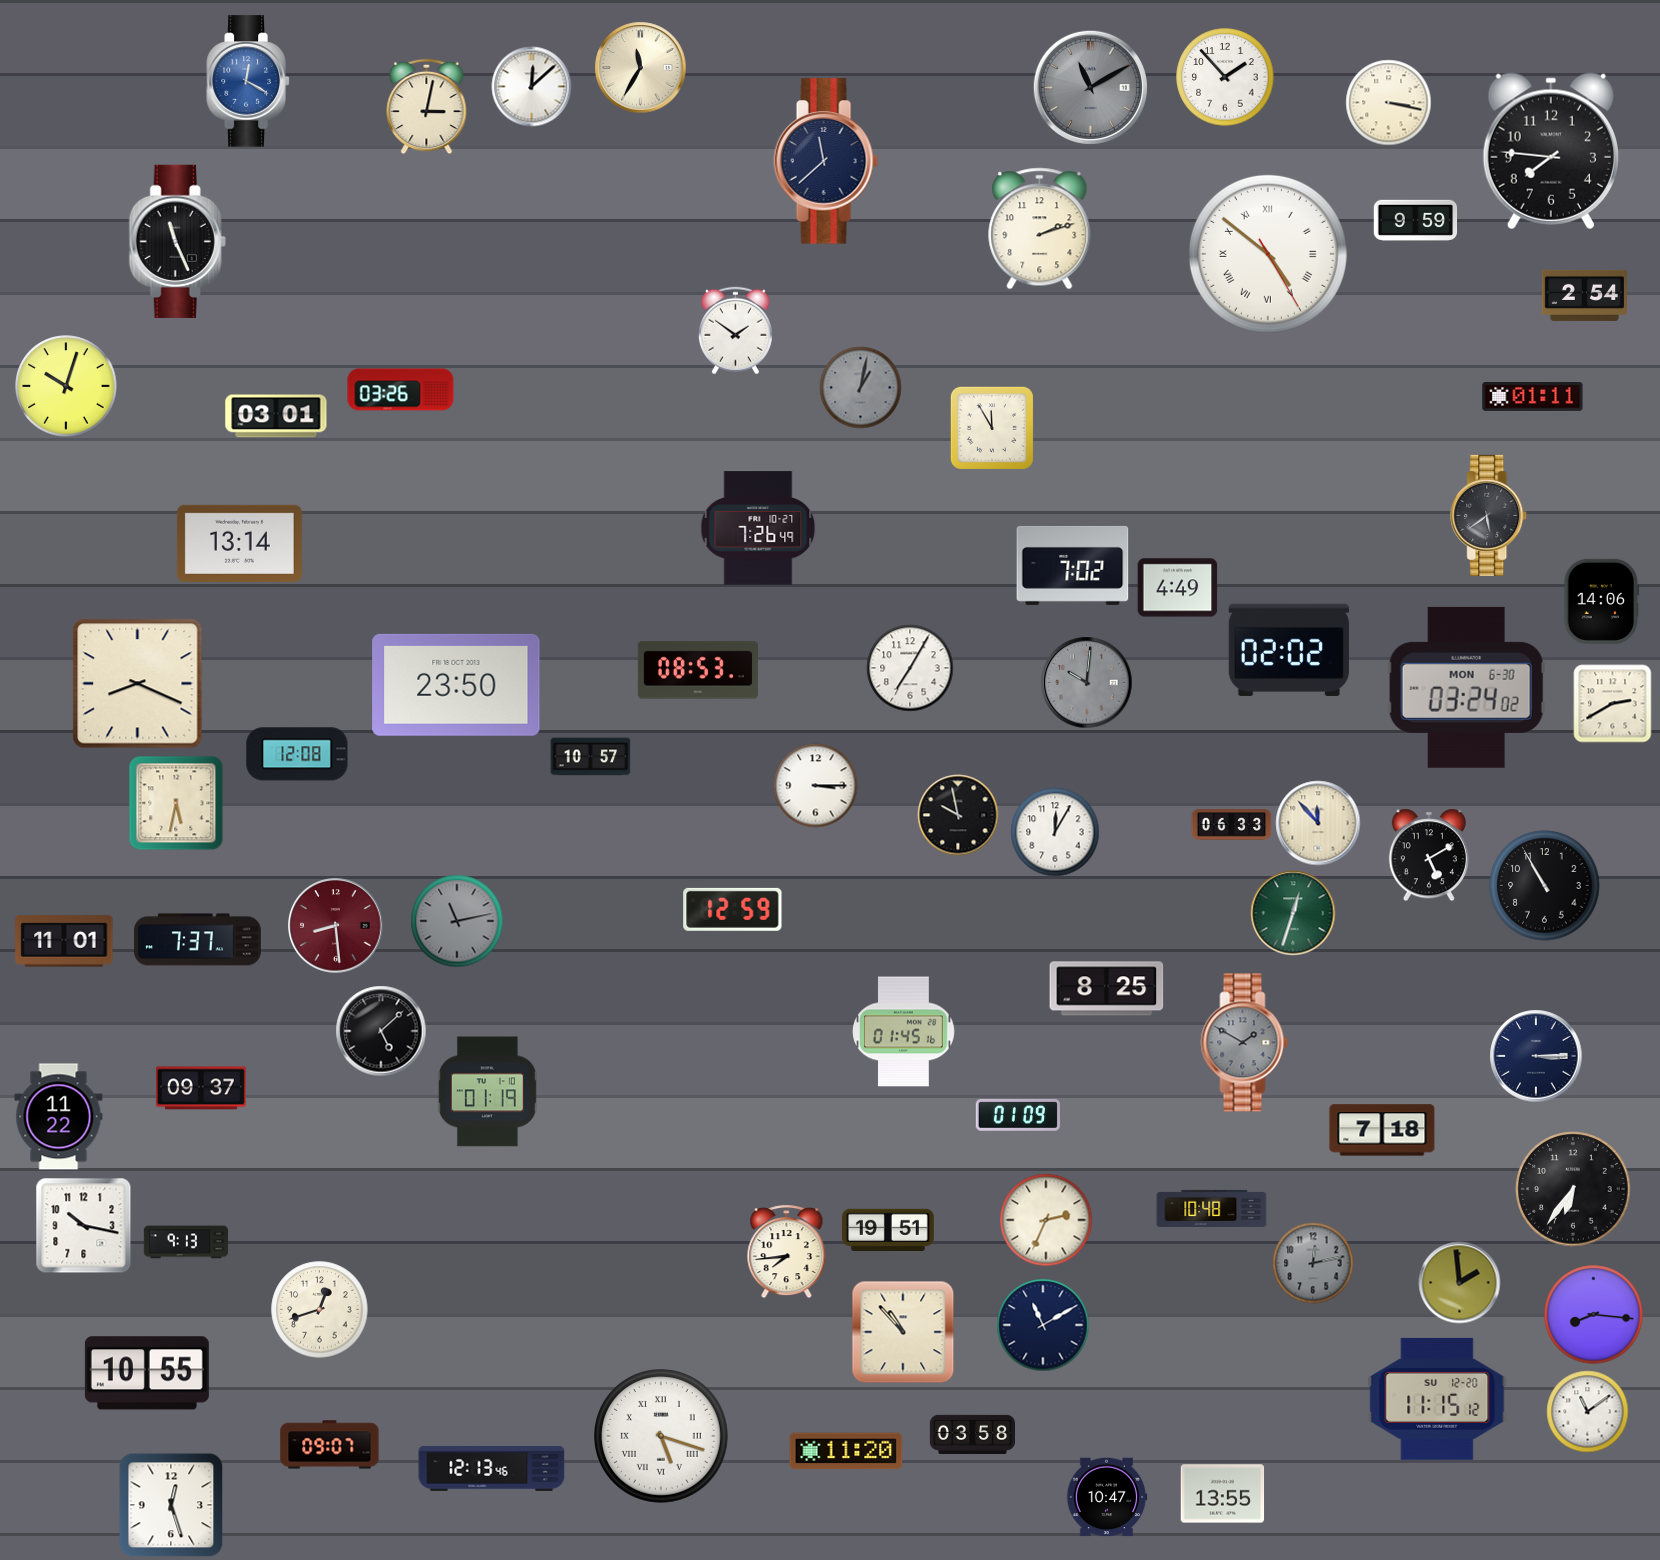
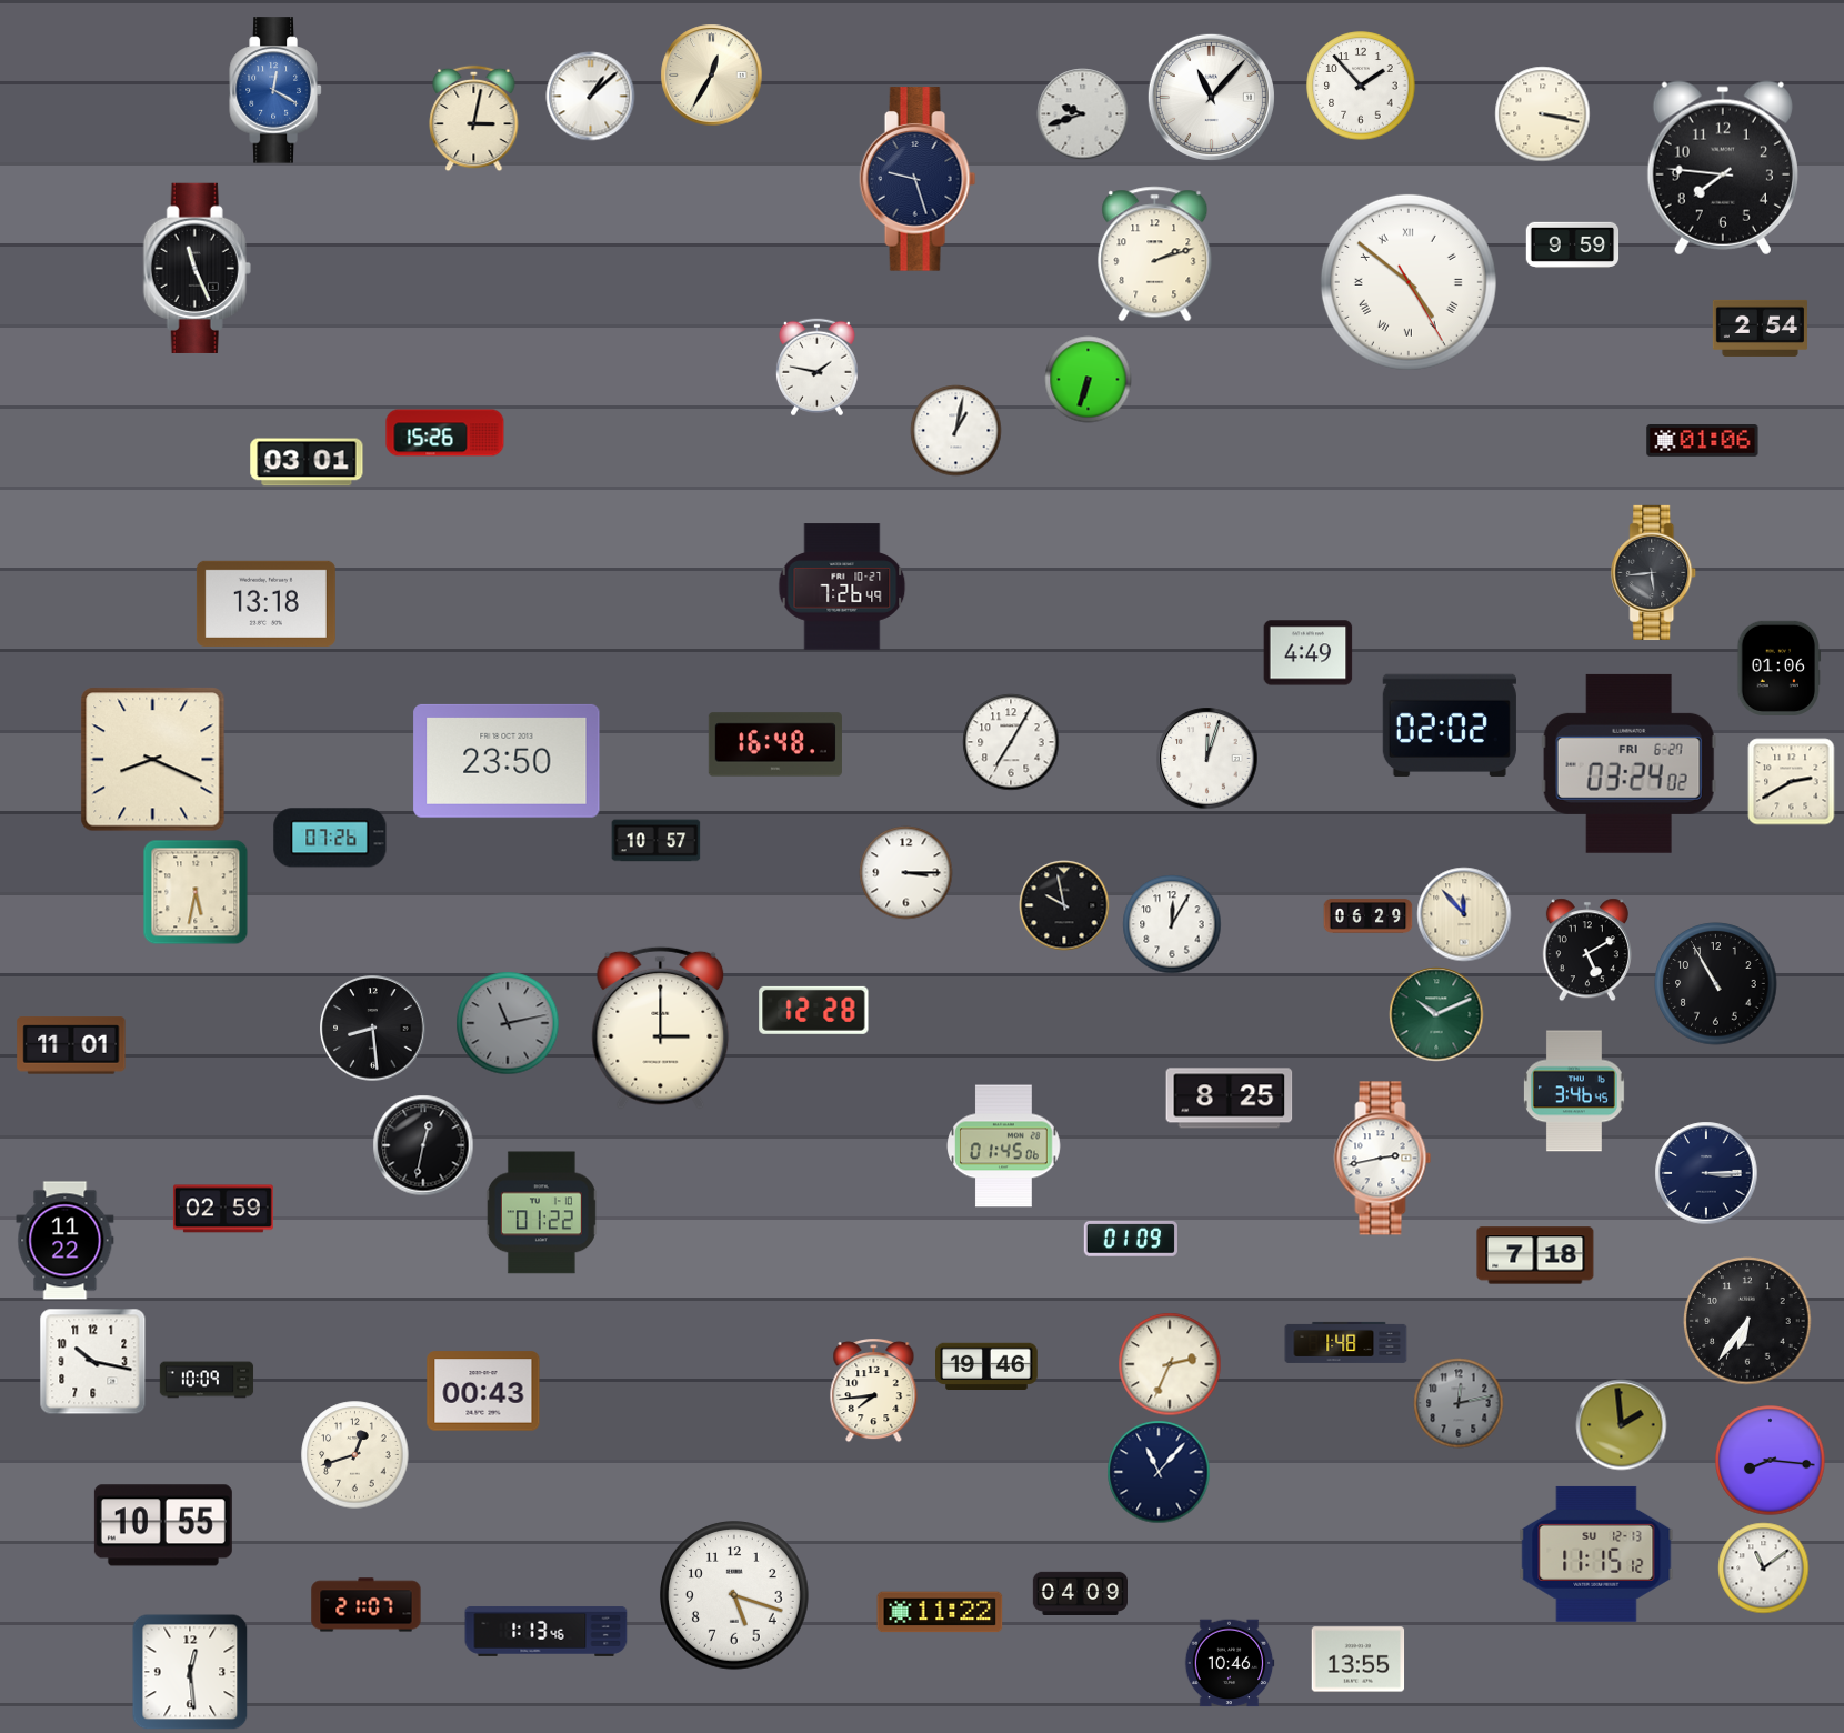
clock at (641, 68): 11:35 -> 12:35
clock at (532, 87): 12:08 -> 1:08
clock at (1090, 87): 11:10 -> 11:07
clock at (1090, 87) dial: grey -> white
clock at (1083, 114): none -> 9:42
clock at (826, 161): 11:38 -> 9:27
clock at (735, 331): 1:51 -> 1:47
clock at (1089, 380): none -> 6:33
clock at (66, 386): 10:03 -> none
clock at (861, 388) dial: grey -> white
clock at (401, 390): 03:26 -> 15:26
clock at (1533, 397): 01:11 -> 01:06
clock at (992, 428): 11:55 -> none
clock at (1489, 515): 5:39 -> 5:44
clock at (239, 543): 13:14 -> 13:18
clock at (1073, 565): 7:02 -> none
clock at (1602, 601): 14:06 -> 01:06
clock at (1289, 650) position: (1289, 650) -> (1450, 725)
clock at (698, 670): 08:53 -> 16:48
clock at (1087, 683): 10:01 -> 12:03
clock at (1087, 683) dial: grey -> white
clock at (1466, 687) date: MON 6-30 -> FRI 6-27
clock at (297, 754): 12:08 -> 07:26
clock at (1232, 825): 06:33 -> 06:29
clock at (733, 909): 12:59 -> 12:28
clock at (1293, 913): 12:33 -> 10:11
clock at (661, 1028): none -> 3:00
clock at (336, 926) dial: burgundy -> black
clock at (198, 940): 7:37 -> none
clock at (1574, 1091): none -> 3:46
clock at (381, 1031): 5:08 -> 12:32
clock at (904, 1032): 01:45:16 -> 01:45:06
clock at (1245, 1043): 1:50 -> 2:43
clock at (1245, 1043) dial: grey -> white
clock at (201, 1088): 09:37 -> 02:59
clock at (487, 1092): 01:19 -> 01:22
clock at (1212, 1208): 10:48 -> 1:48
clock at (1046, 1220) position: (1046, 1220) -> (1170, 1364)
clock at (889, 1230): 19:51 -> 19:46
clock at (186, 1242): 9:13 -> 10:09
clock at (483, 1391): none -> 00:43
clock at (1043, 1325): 11:10 -> 11:07
clock at (903, 1332): 10:53 -> none
clock at (1437, 1399) date: SU 12-20 -> SU 12-13
clock at (972, 1434): 03:58 -> 04:09
clock at (662, 1437) numerals: Roman -> Arabic
clock at (330, 1445): 09:07 -> 21:07
clock at (846, 1451): 11:20 -> 11:22
clock at (492, 1468): 12:13 -> 1:13
clock at (1107, 1497): 10:47 -> 10:46
clock at (171, 1505): 12:27 -> 12:29
